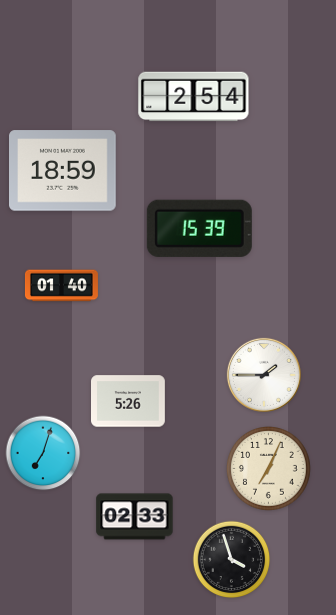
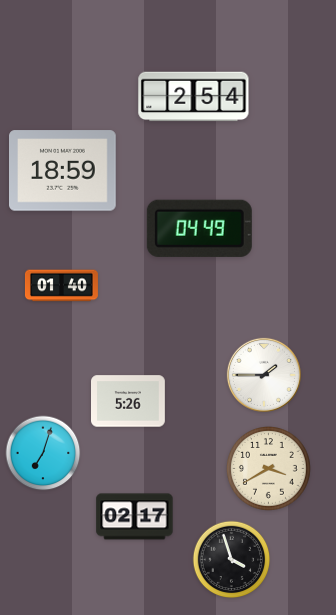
clock at (199, 228): 15:39 -> 04:49
clock at (269, 469): 7:04 -> 3:40
clock at (135, 517): 02:33 -> 02:17
